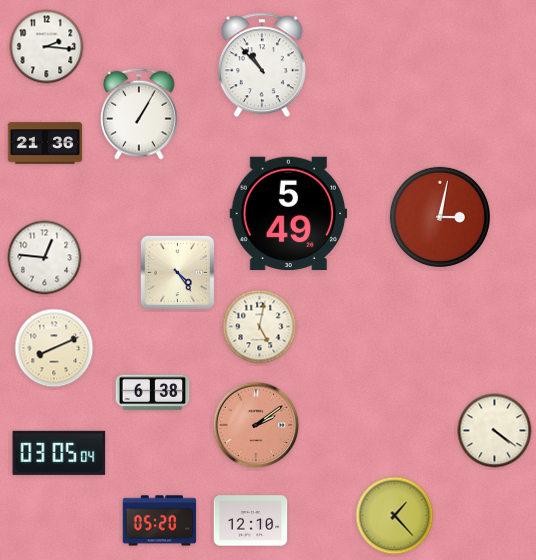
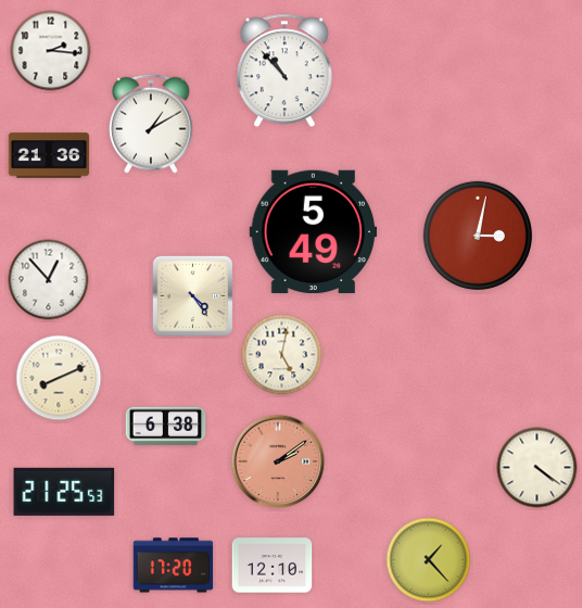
clock at (139, 114): 1:05 -> 1:10
clock at (45, 258): 12:46 -> 12:53
clock at (59, 453): 03:05 -> 21:25
clock at (160, 521): 05:20 -> 17:20
